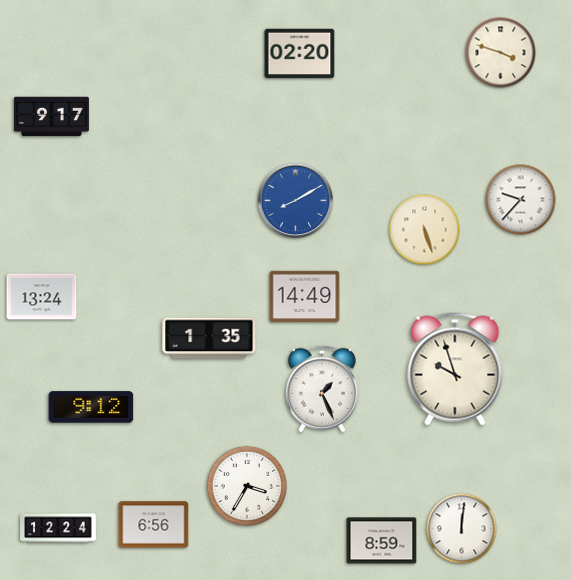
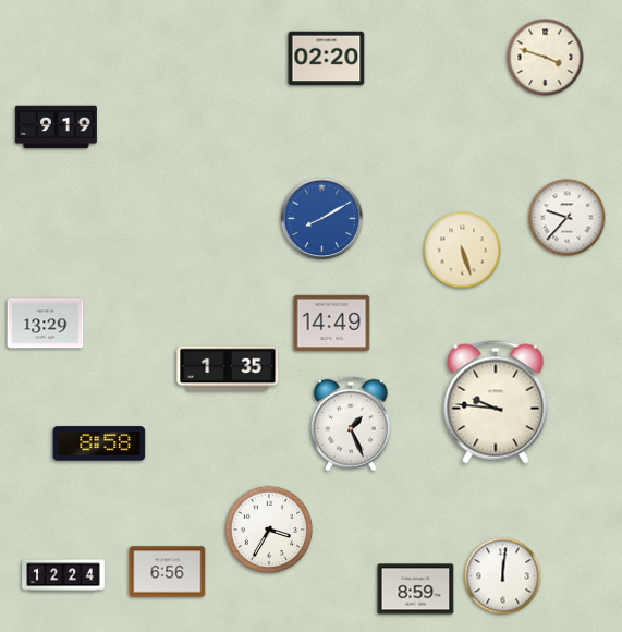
clock at (51, 117): 9:17 -> 9:19
clock at (42, 297): 13:24 -> 13:29
clock at (455, 369): 9:57 -> 9:46
clock at (91, 407): 9:12 -> 8:58
